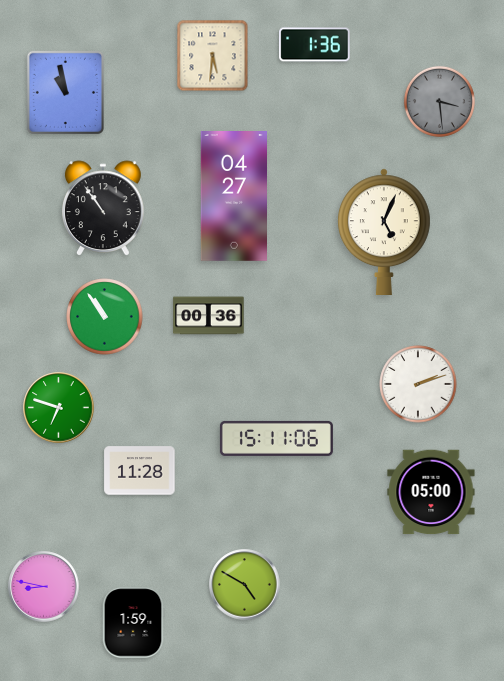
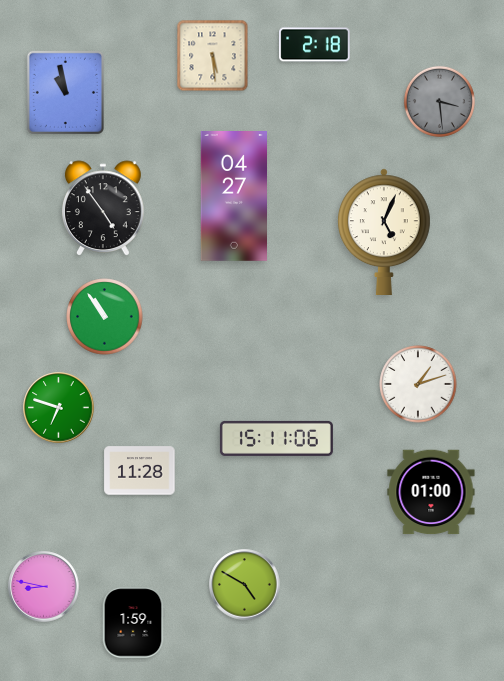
clock at (315, 45): 1:36 -> 2:18
clock at (213, 56): 5:31 -> 5:29
clock at (103, 208): 10:54 -> 4:54
clock at (209, 316): 00:36 -> none
clock at (418, 384): 2:12 -> 1:12
clock at (431, 492): 05:00 -> 01:00
